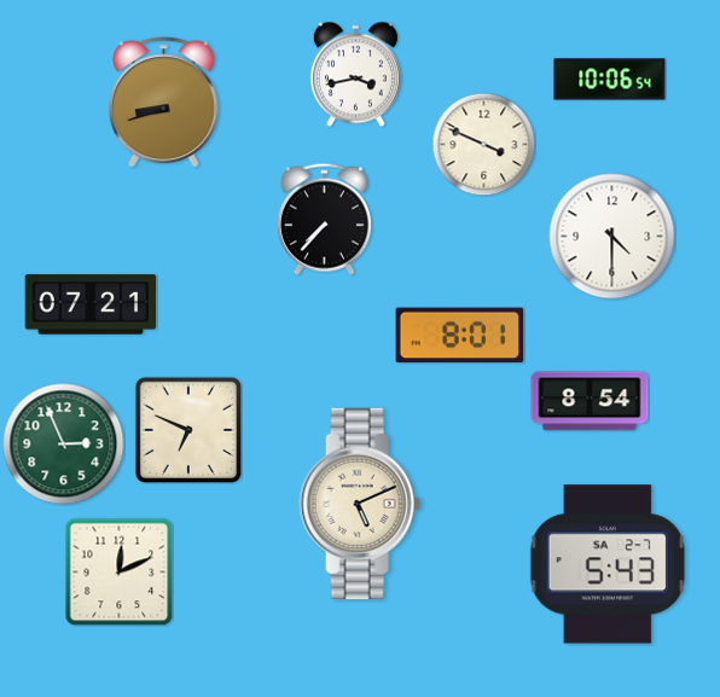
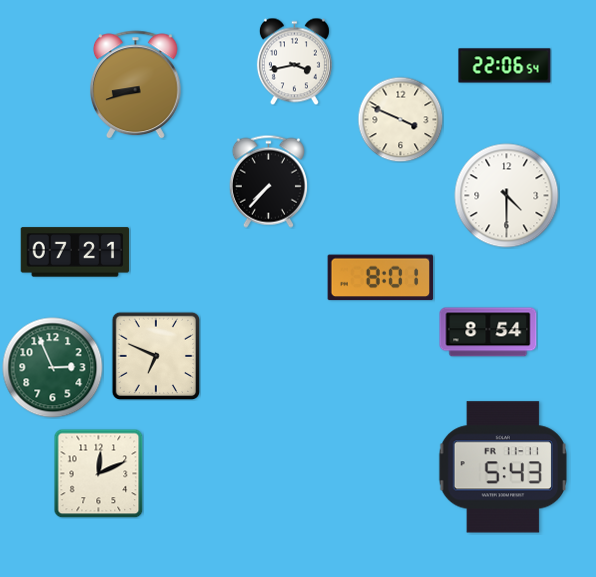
clock at (610, 80): 10:06 -> 22:06
clock at (360, 504): 5:11 -> none
clock at (608, 564) date: SA 2-7 -> FR 11-11
